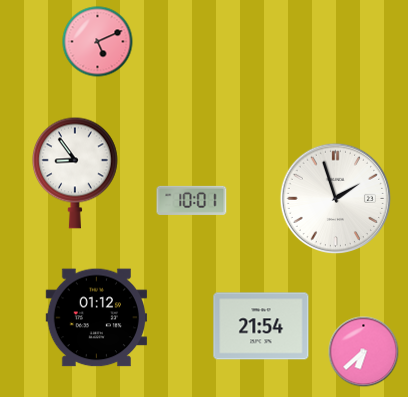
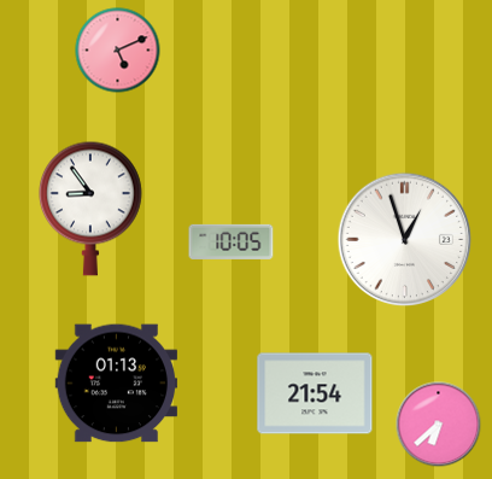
clock at (336, 199): 1:57 -> 12:57
clock at (192, 200): 10:01 -> 10:05
clock at (96, 318): 01:12 -> 01:13
